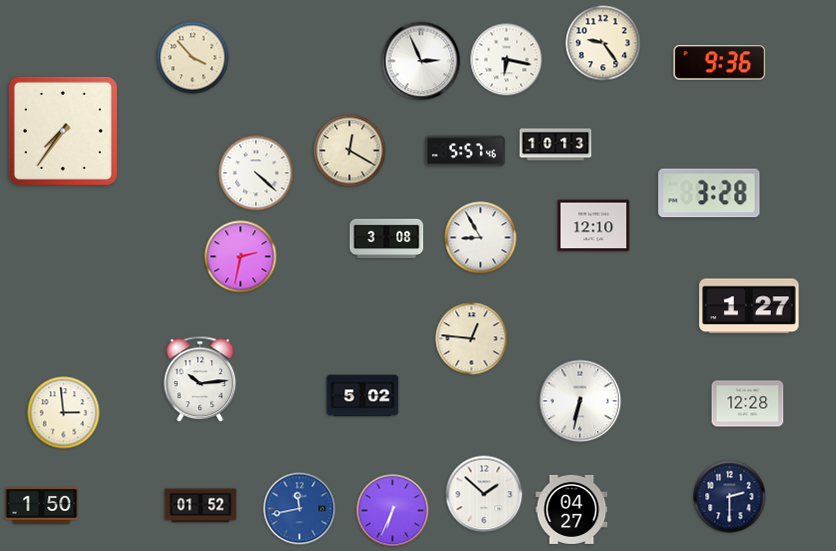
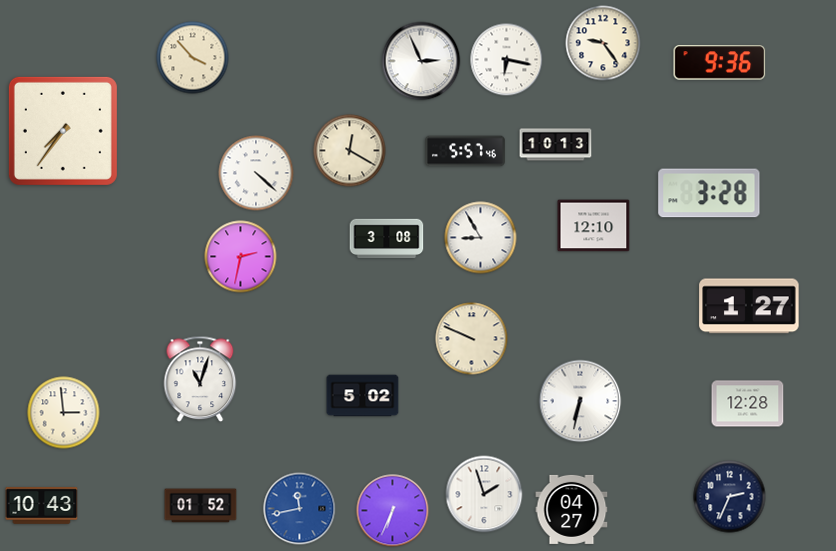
clock at (472, 339): 12:46 -> 9:49
clock at (200, 379): 10:14 -> 11:03
clock at (484, 494): 1:52 -> 1:57
clock at (730, 497): 2:30 -> 2:34
clock at (42, 505): 1:50 -> 10:43
